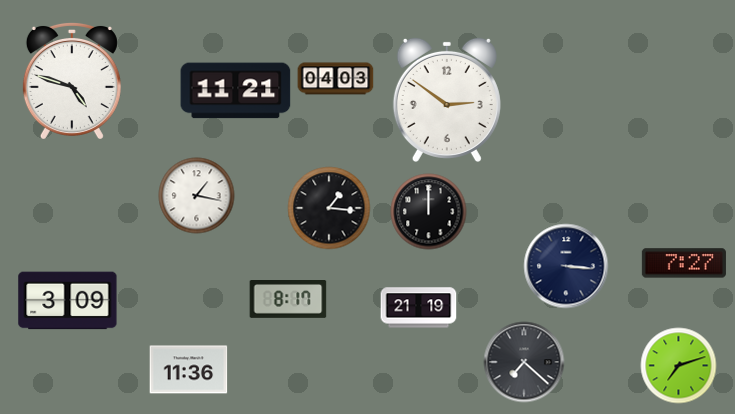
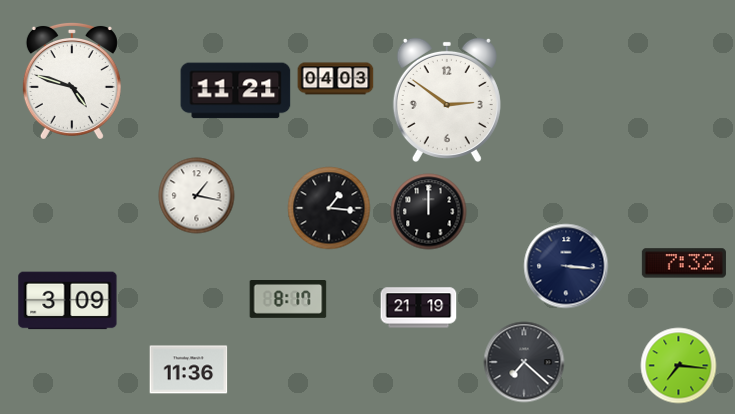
clock at (684, 263): 7:27 -> 7:32
clock at (679, 366): 7:12 -> 7:16
